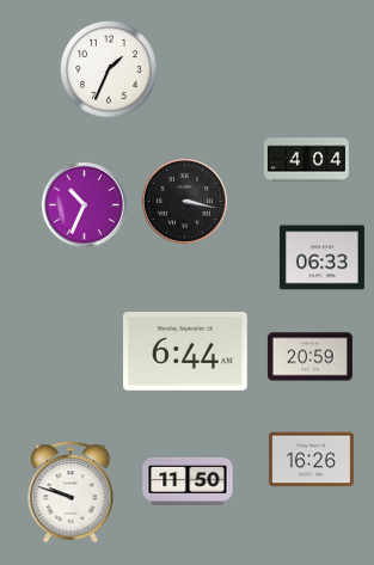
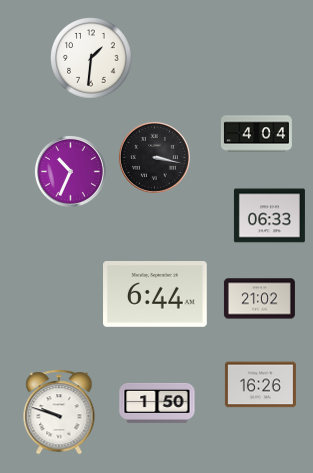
clock at (109, 69): 1:34 -> 1:31
clock at (184, 201) position: (184, 201) -> (154, 157)
clock at (309, 357): 20:59 -> 21:02
clock at (188, 481): 11:50 -> 1:50
